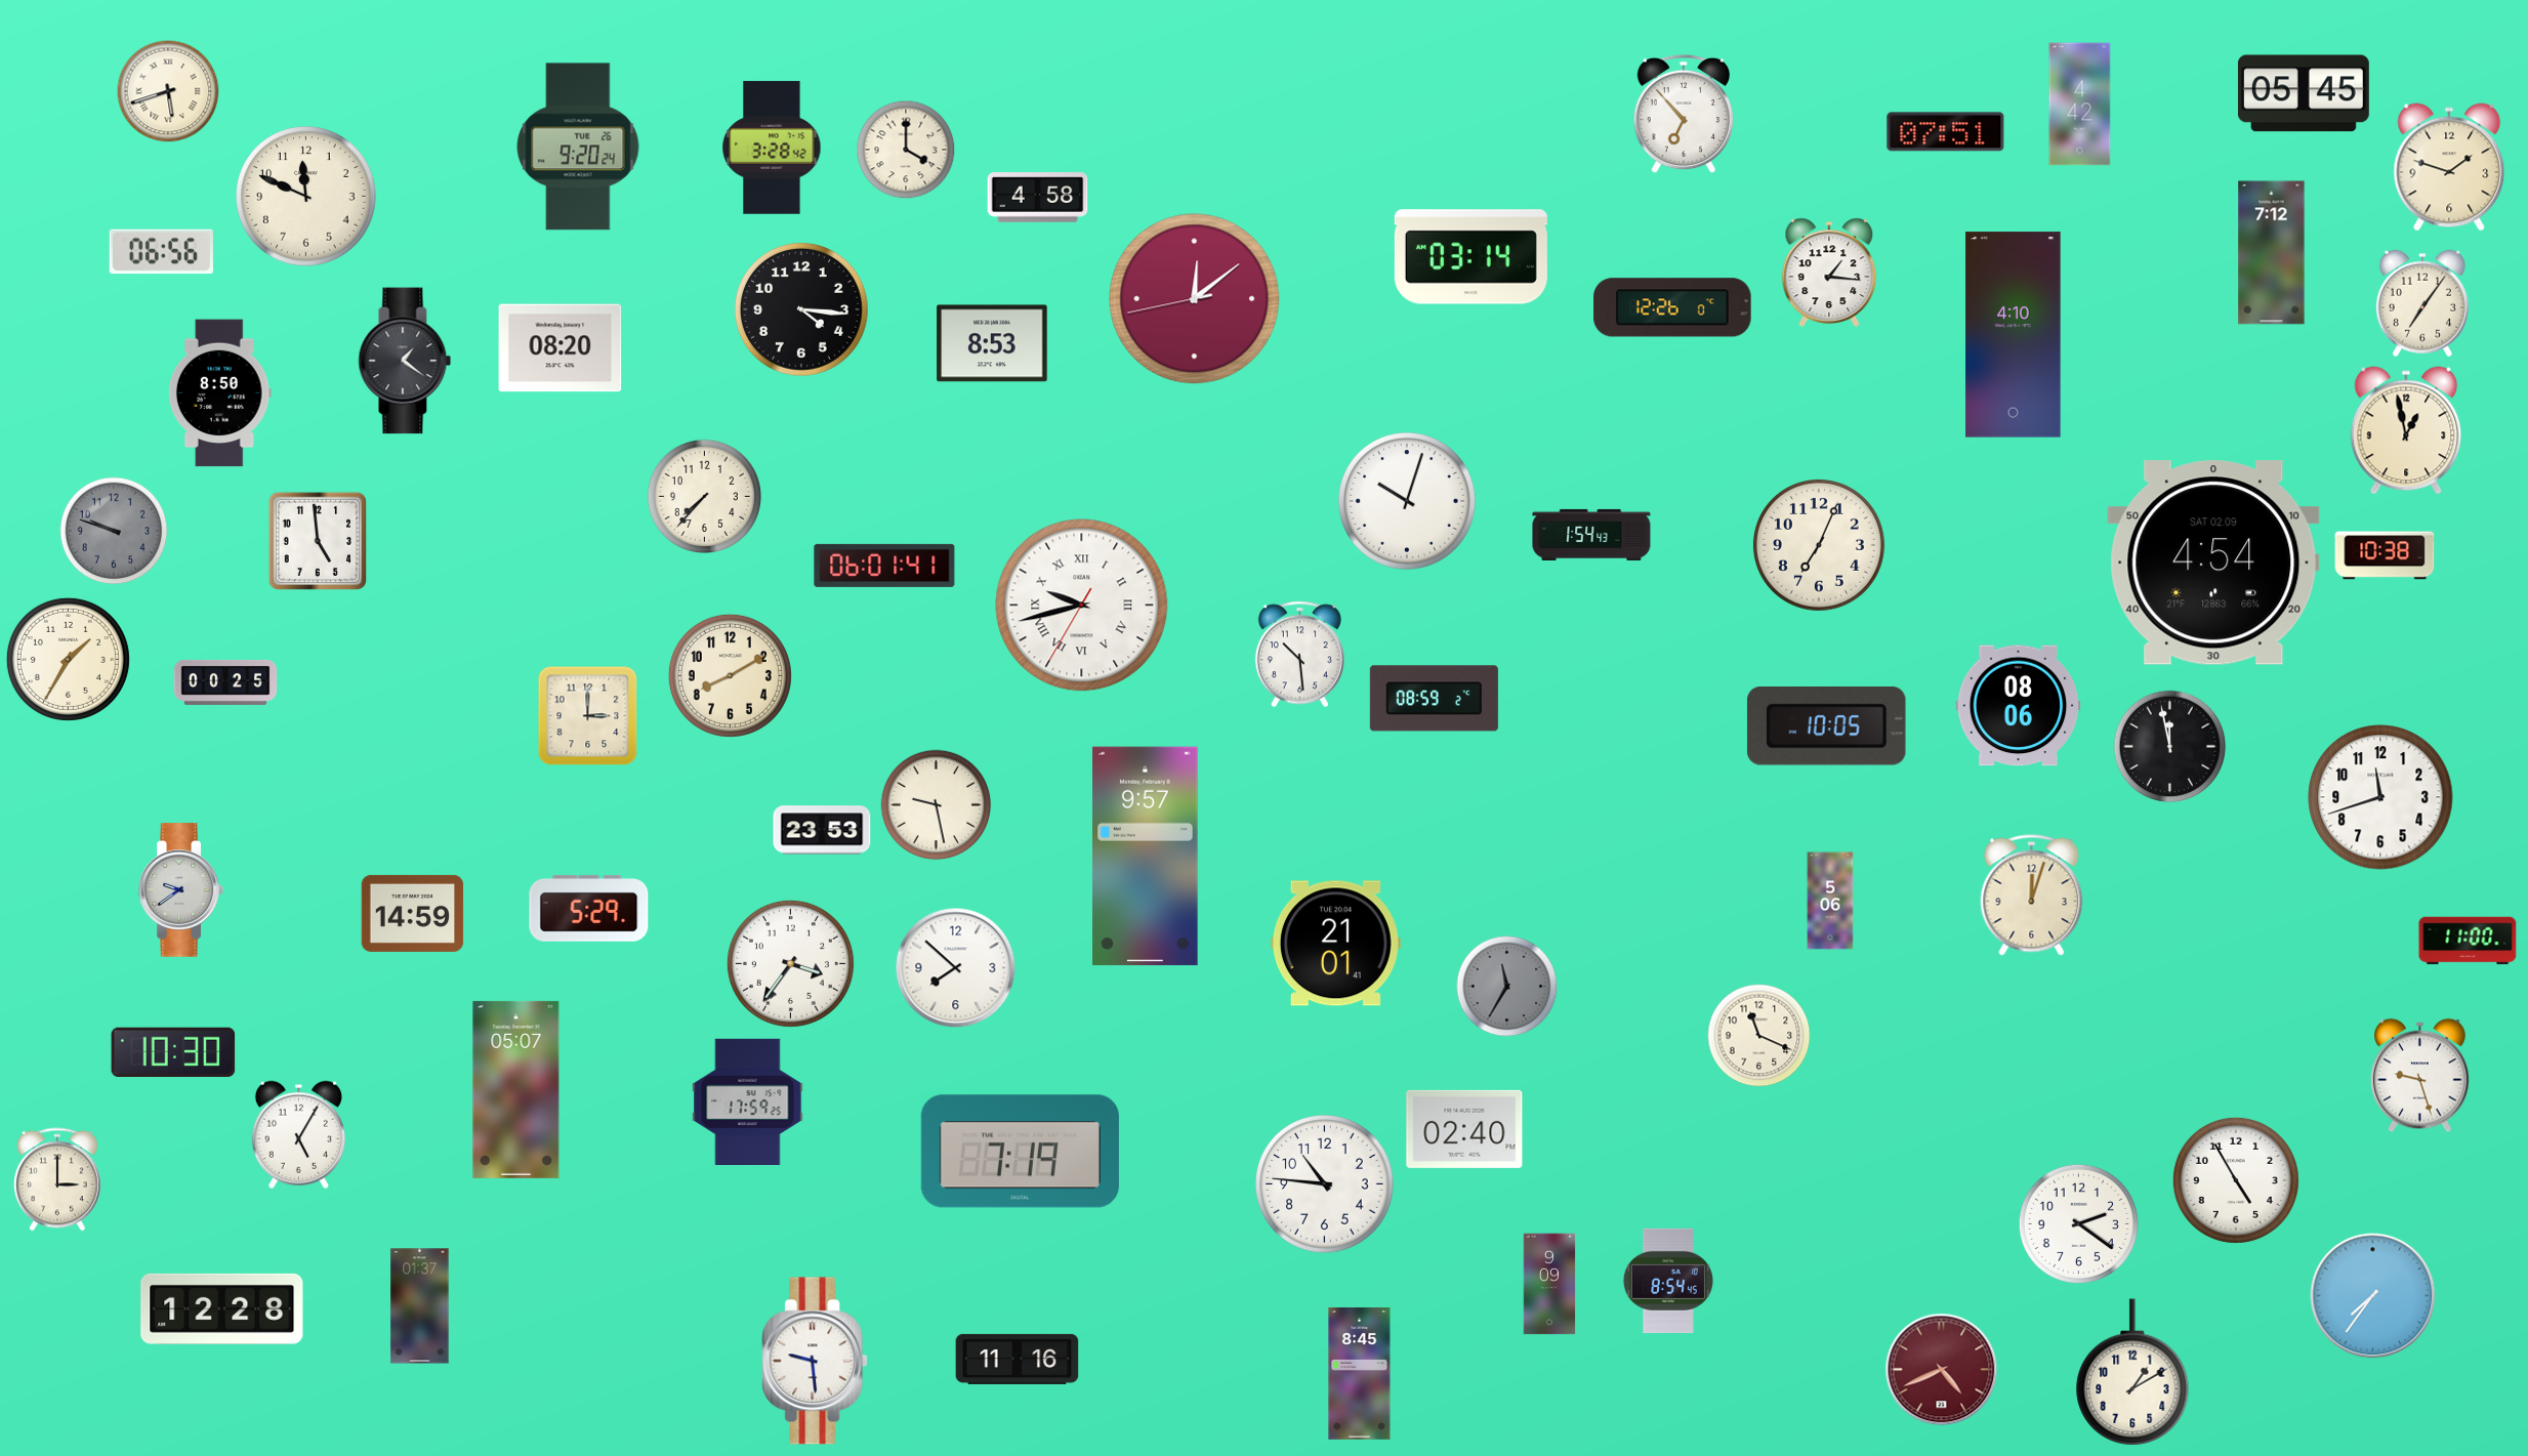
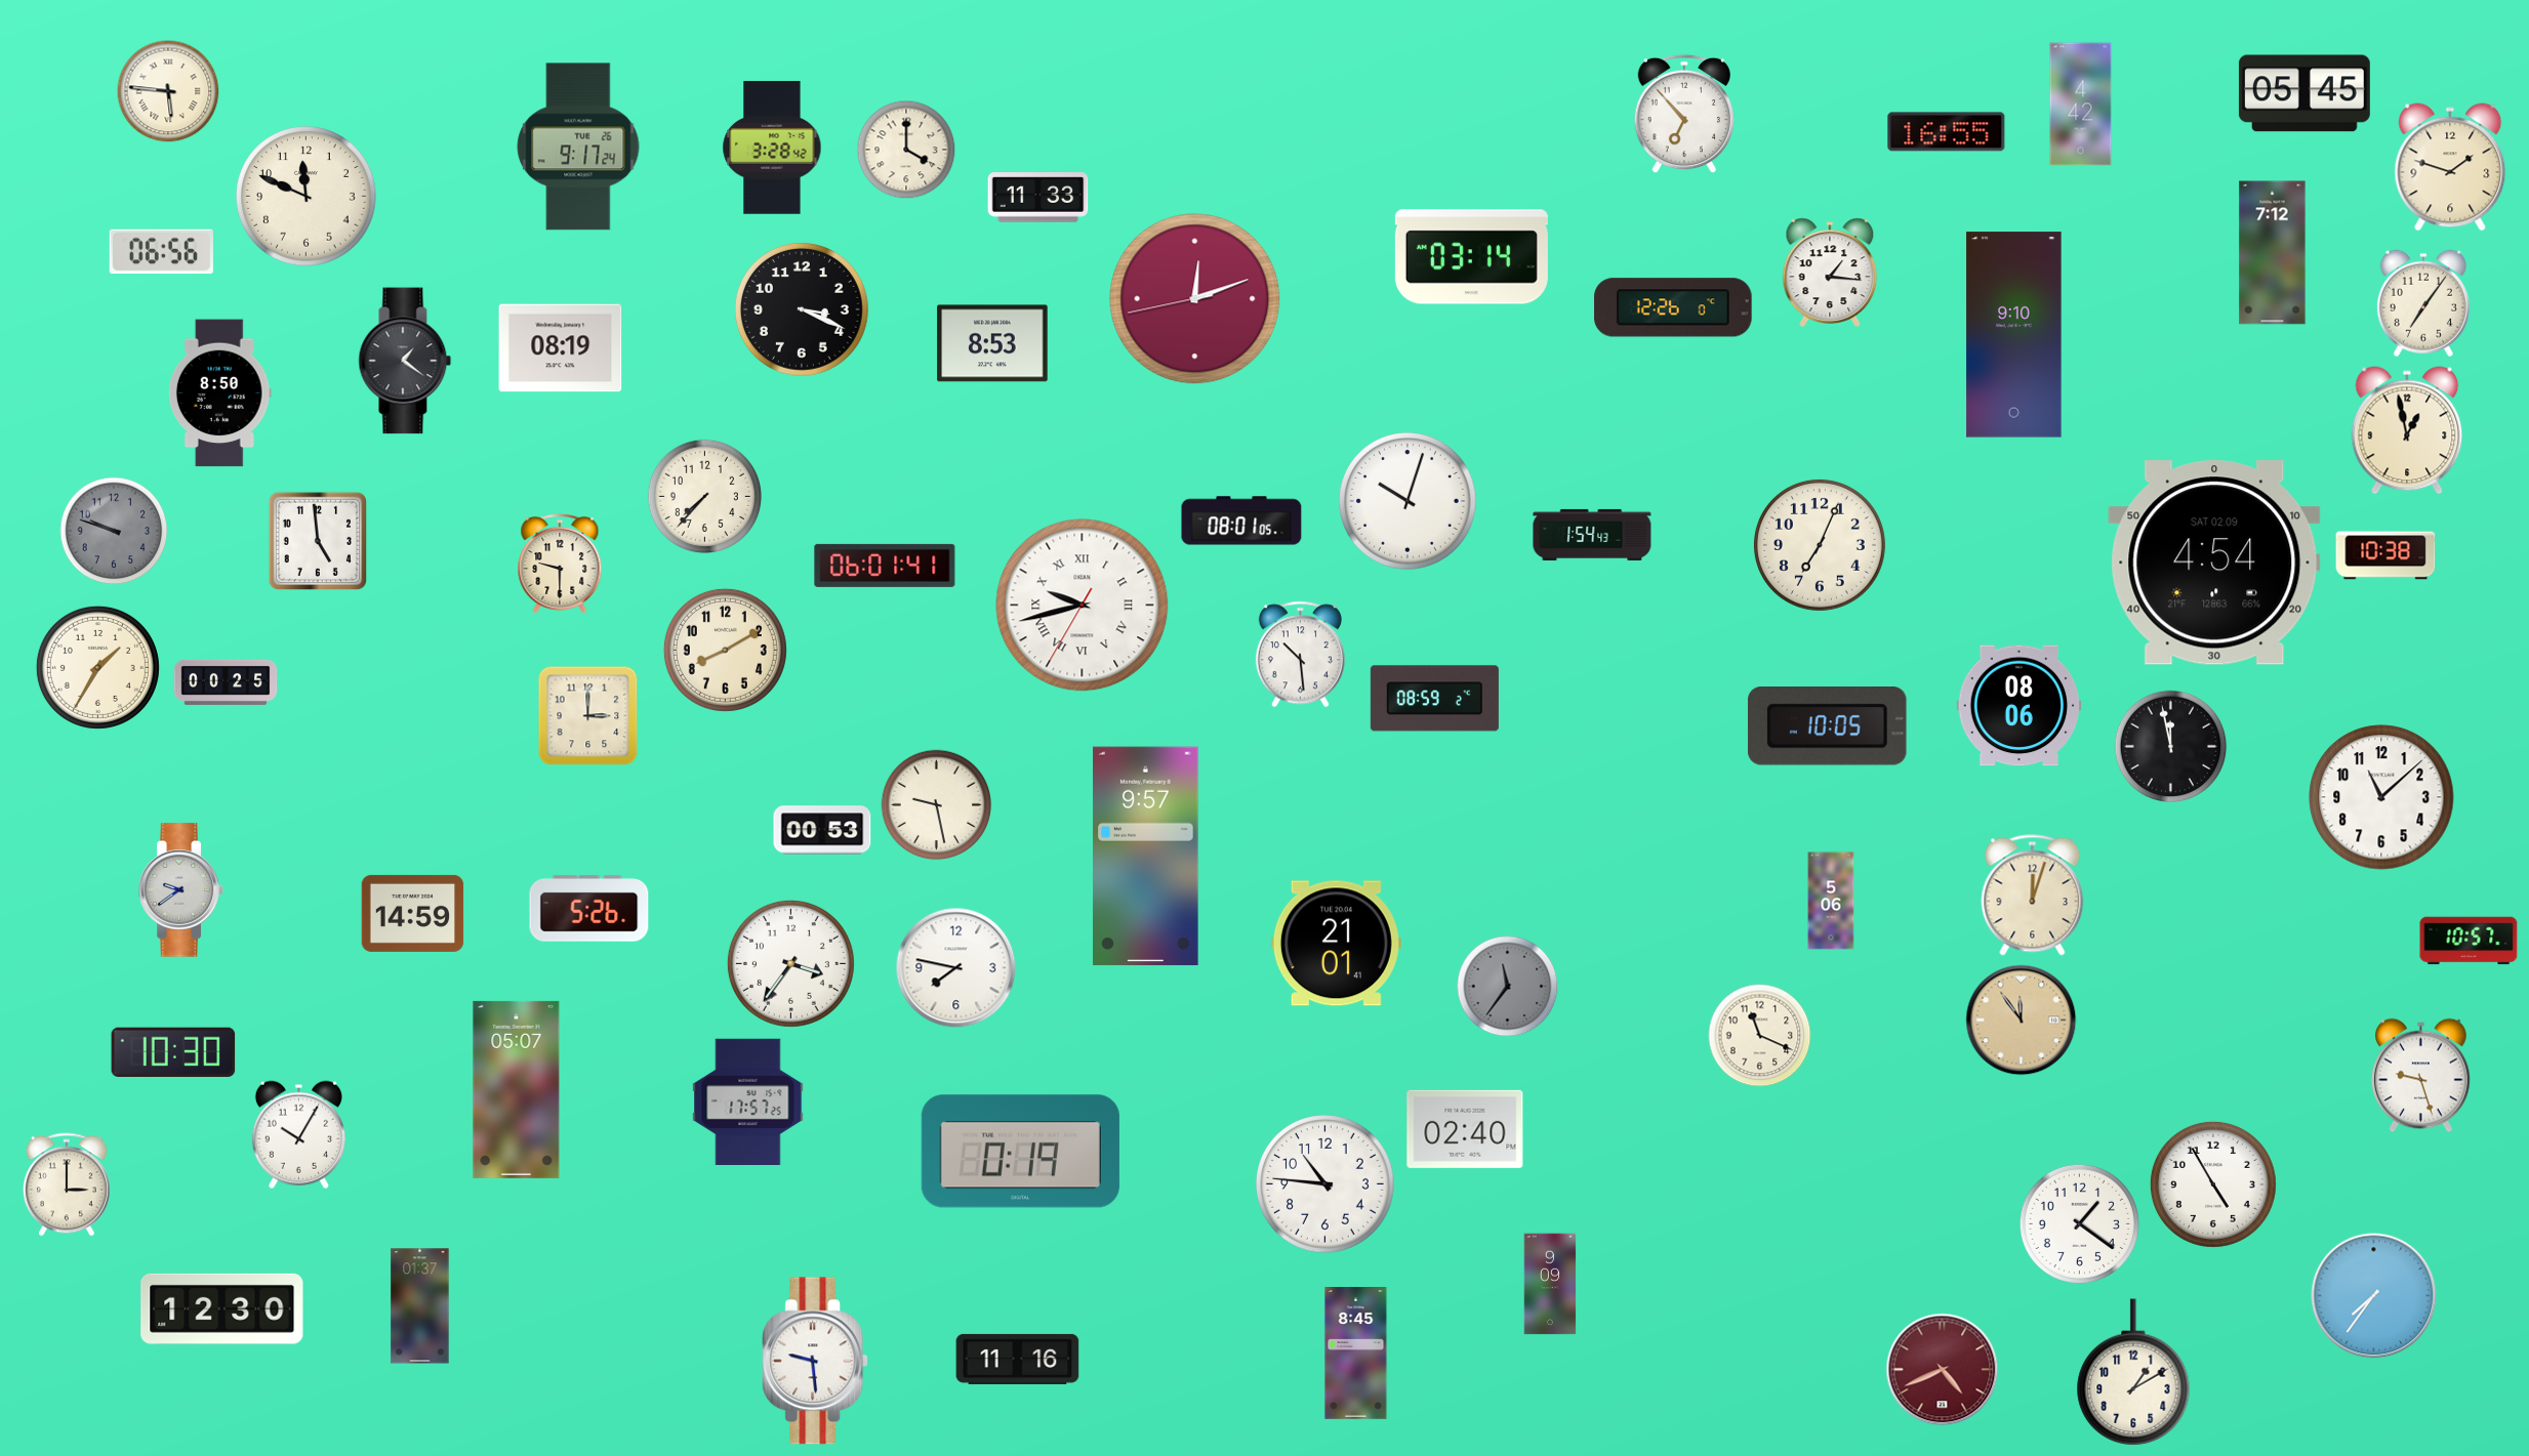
clock at (168, 91): 5:42 -> 5:46
clock at (1946, 132): 07:51 -> 16:55
clock at (578, 147): 9:20 -> 9:17
clock at (1038, 198): 4:58 -> 11:33
clock at (1195, 299): 12:08 -> 12:11
clock at (801, 309): 4:16 -> 3:19
clock at (2014, 335): 4:10 -> 9:10
clock at (561, 348): 08:20 -> 08:19
clock at (1241, 521): none -> 08:01
clock at (560, 564): none -> 9:30
clock at (68, 659) position: (68, 659) -> (97, 667)
clock at (730, 675) position: (730, 675) -> (725, 650)
clock at (2380, 797): 11:42 -> 11:08
clock at (822, 830): 23:53 -> 00:53
clock at (589, 908): 5:29 -> 5:26
clock at (2468, 941): 11:00 -> 10:57
clock at (956, 968): 7:52 -> 7:47
clock at (1507, 987): 11:35 -> 11:36
clock at (2022, 1021): none -> 11:54
clock at (748, 1101): 17:59 -> 17:57
clock at (298, 1134): 5:05 -> 10:05
clock at (1020, 1152): 7:19 -> 0:19
clock at (57, 1179) position: (57, 1179) -> (67, 1184)
clock at (2236, 1180) position: (2236, 1180) -> (2213, 1184)
clock at (2078, 1223): 2:21 -> 1:21
clock at (1668, 1281): 8:54 -> none
clock at (222, 1308): 12:28 -> 12:30
clock at (1360, 1374) position: (1360, 1374) -> (1356, 1354)
